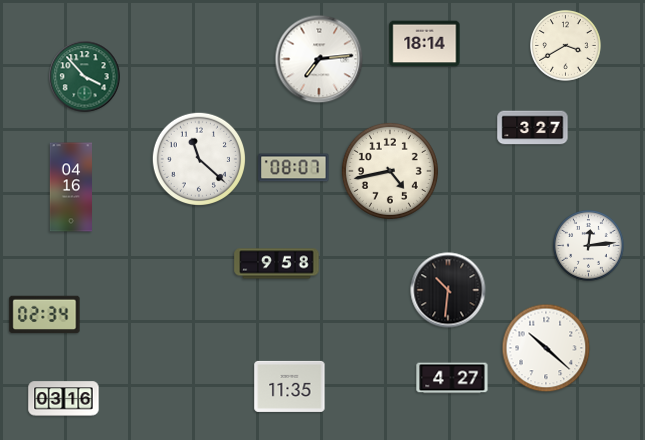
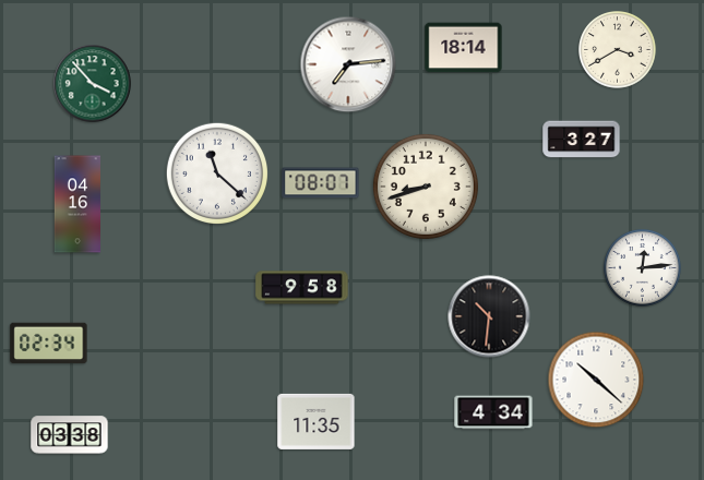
clock at (390, 171): 4:43 -> 8:42
clock at (452, 378): 4:27 -> 4:34
clock at (64, 399): 03:16 -> 03:38
